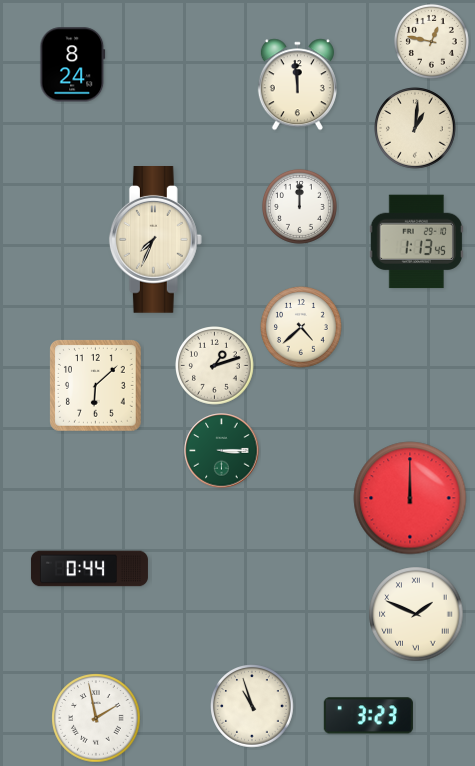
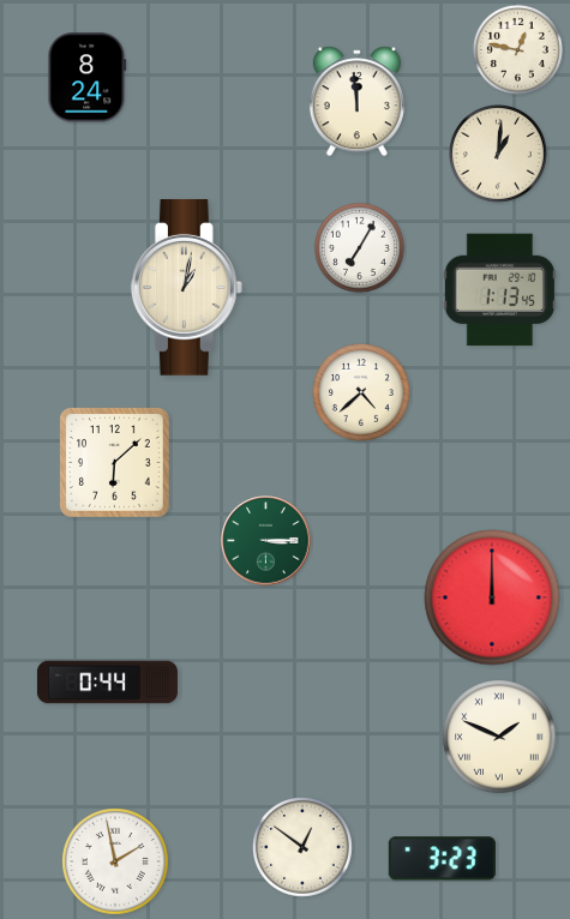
clock at (299, 206): 12:00 -> 7:05
clock at (155, 240): 7:34 -> 1:02
clock at (215, 366): 1:12 -> none
clock at (252, 706): 10:57 -> 12:51
